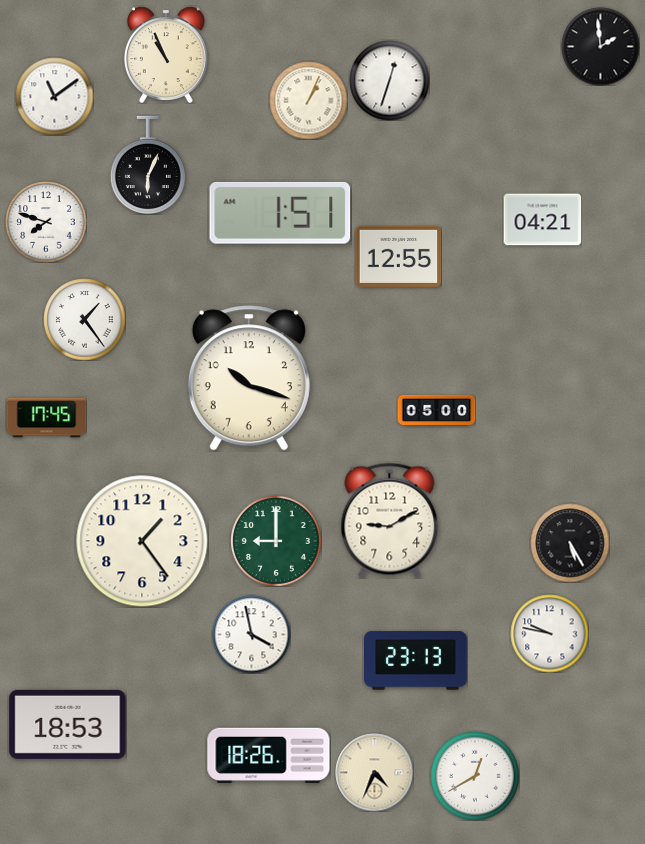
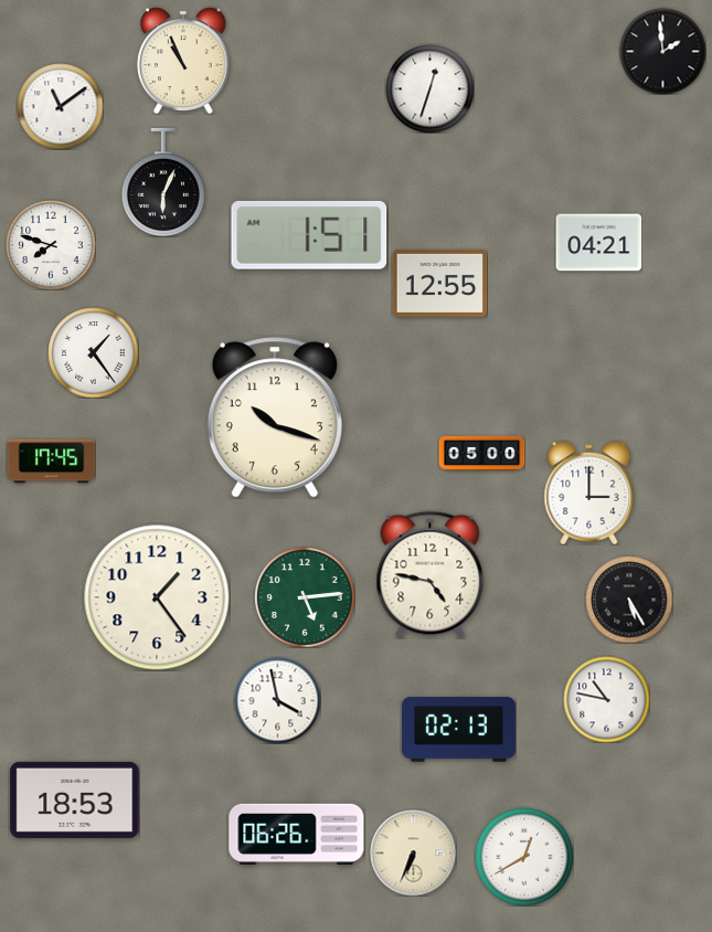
clock at (308, 100): 1:04 -> none
clock at (589, 493): none -> 3:00
clock at (390, 520): 9:10 -> 4:47
clock at (276, 541): 9:00 -> 5:14
clock at (549, 633): 9:47 -> 10:47
clock at (416, 661): 23:13 -> 02:13
clock at (269, 755): 18:26 -> 06:26
clock at (374, 772): 4:34 -> 6:34
